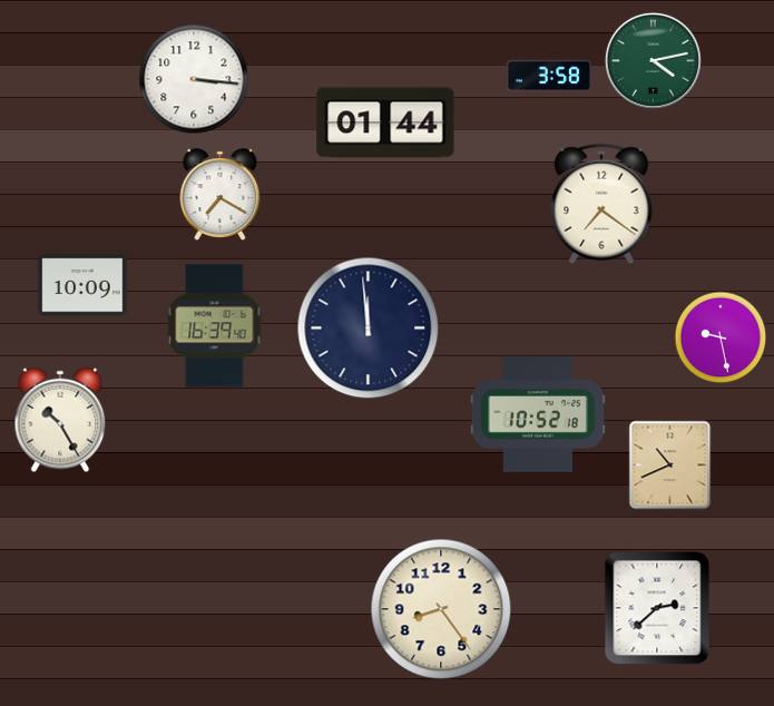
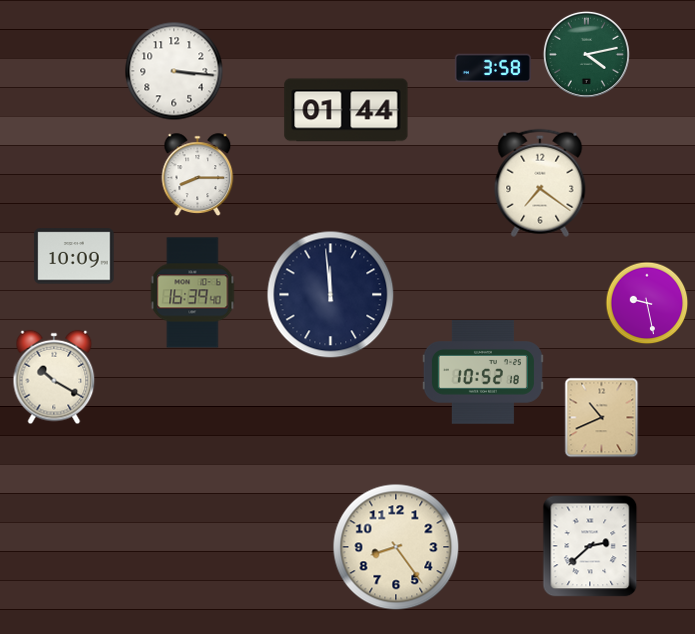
clock at (221, 194): 7:20 -> 8:15
clock at (60, 420): 10:25 -> 10:20
